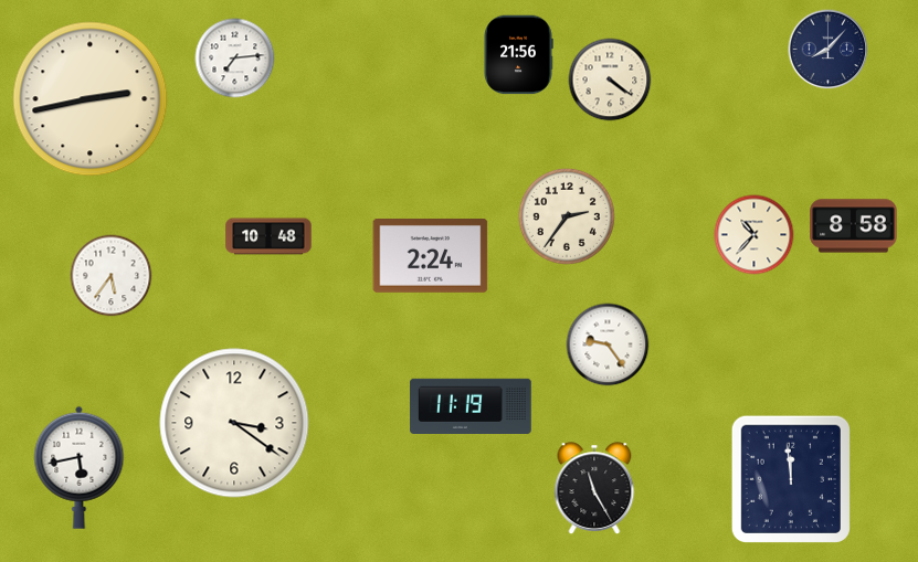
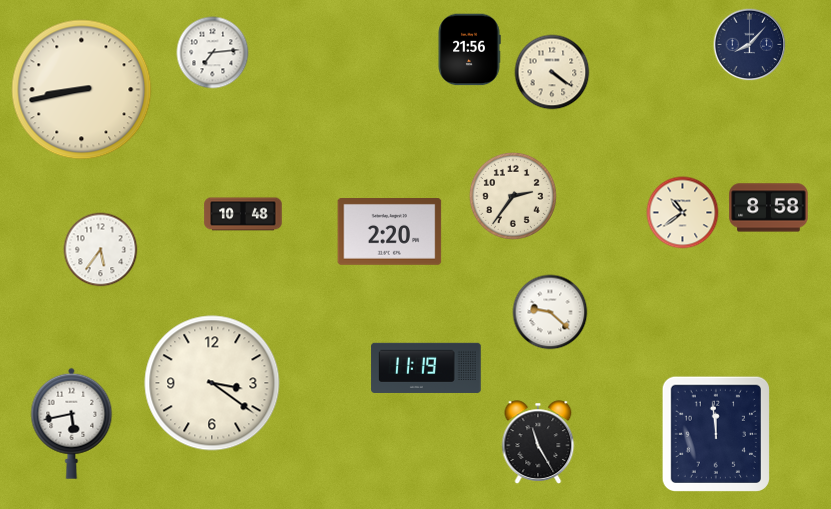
clock at (91, 99): 2:43 -> 8:43
clock at (854, 226) position: (854, 226) -> (769, 208)
clock at (755, 235): 10:37 -> 10:39
clock at (431, 256): 2:24 -> 2:20
clock at (608, 344): 9:24 -> 9:22
